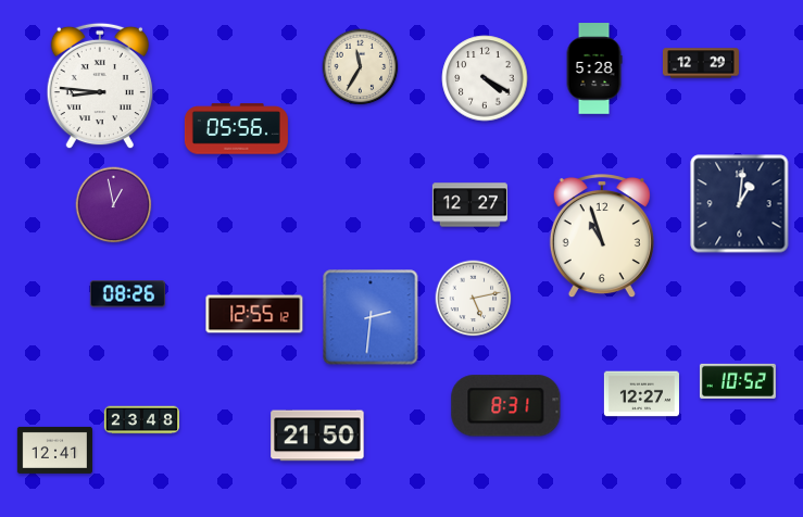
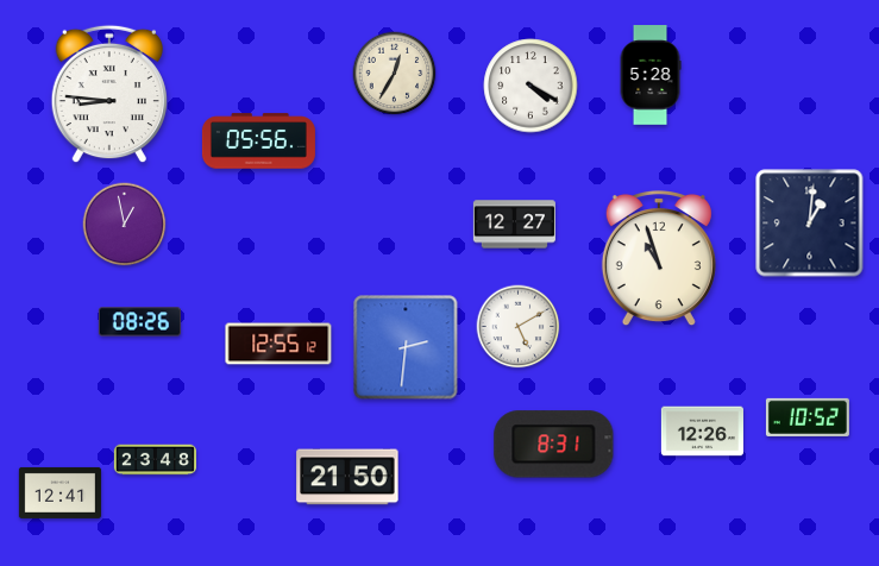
clock at (701, 63): 12:29 -> none
clock at (361, 67): 11:35 -> 12:35
clock at (474, 299): 5:13 -> 5:10
clock at (641, 394): 12:27 -> 12:26
